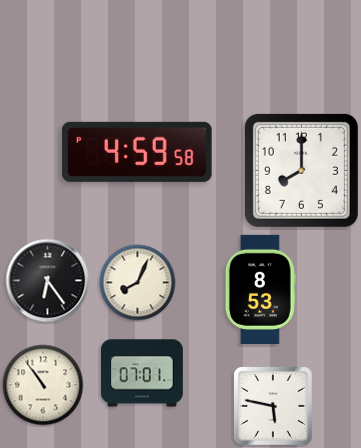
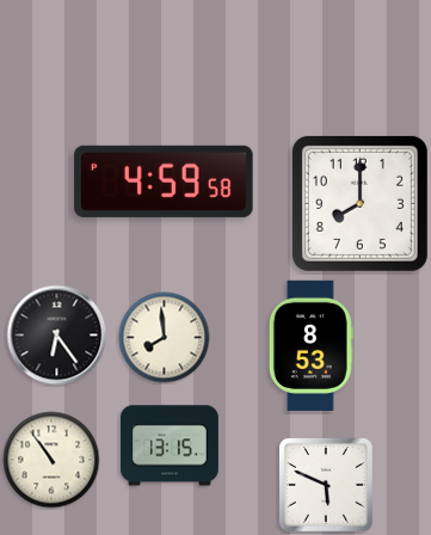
clock at (138, 283): 8:04 -> 7:59
clock at (143, 373): 07:01 -> 13:15
clock at (274, 407): 5:47 -> 5:49
